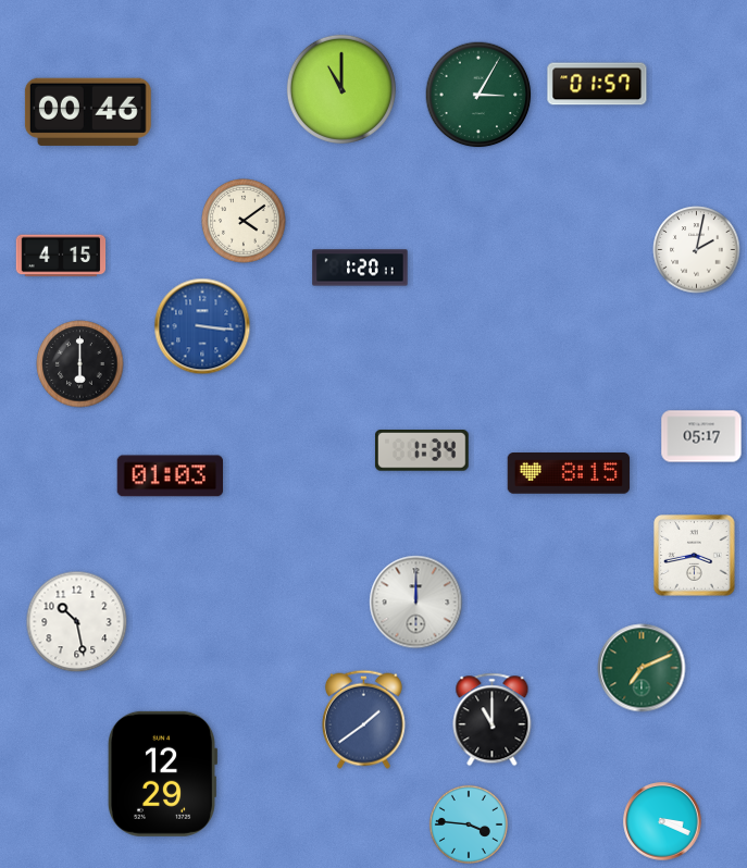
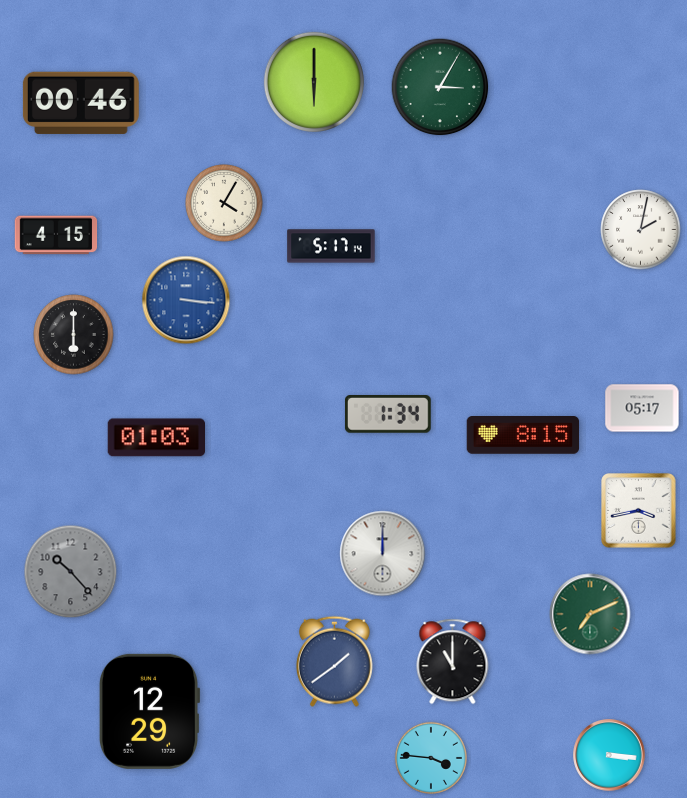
clock at (597, 84): 01:57 -> none
clock at (341, 89): 11:00 -> 6:00
clock at (244, 221): 4:09 -> 4:05
clock at (360, 268): 1:20 -> 5:17
clock at (701, 436) position: (701, 436) -> (642, 408)
clock at (77, 622): 10:28 -> 10:23
clock at (77, 622) dial: white -> grey
clock at (662, 821): 3:19 -> 3:16
